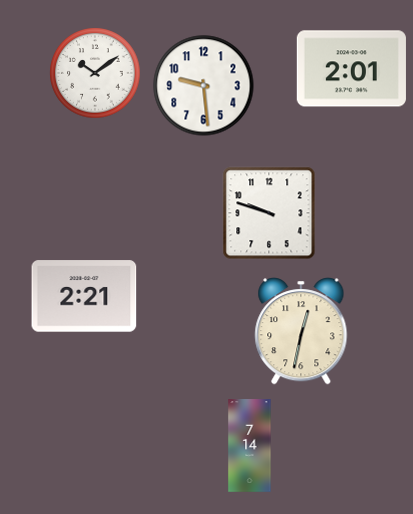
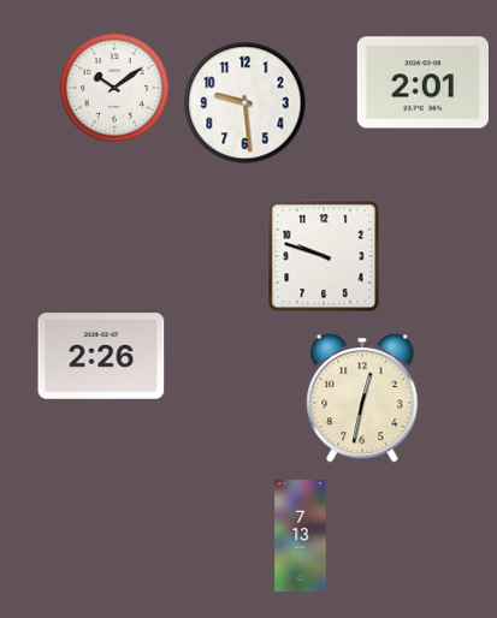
clock at (84, 296): 2:21 -> 2:26
clock at (250, 446): 7:14 -> 7:13
